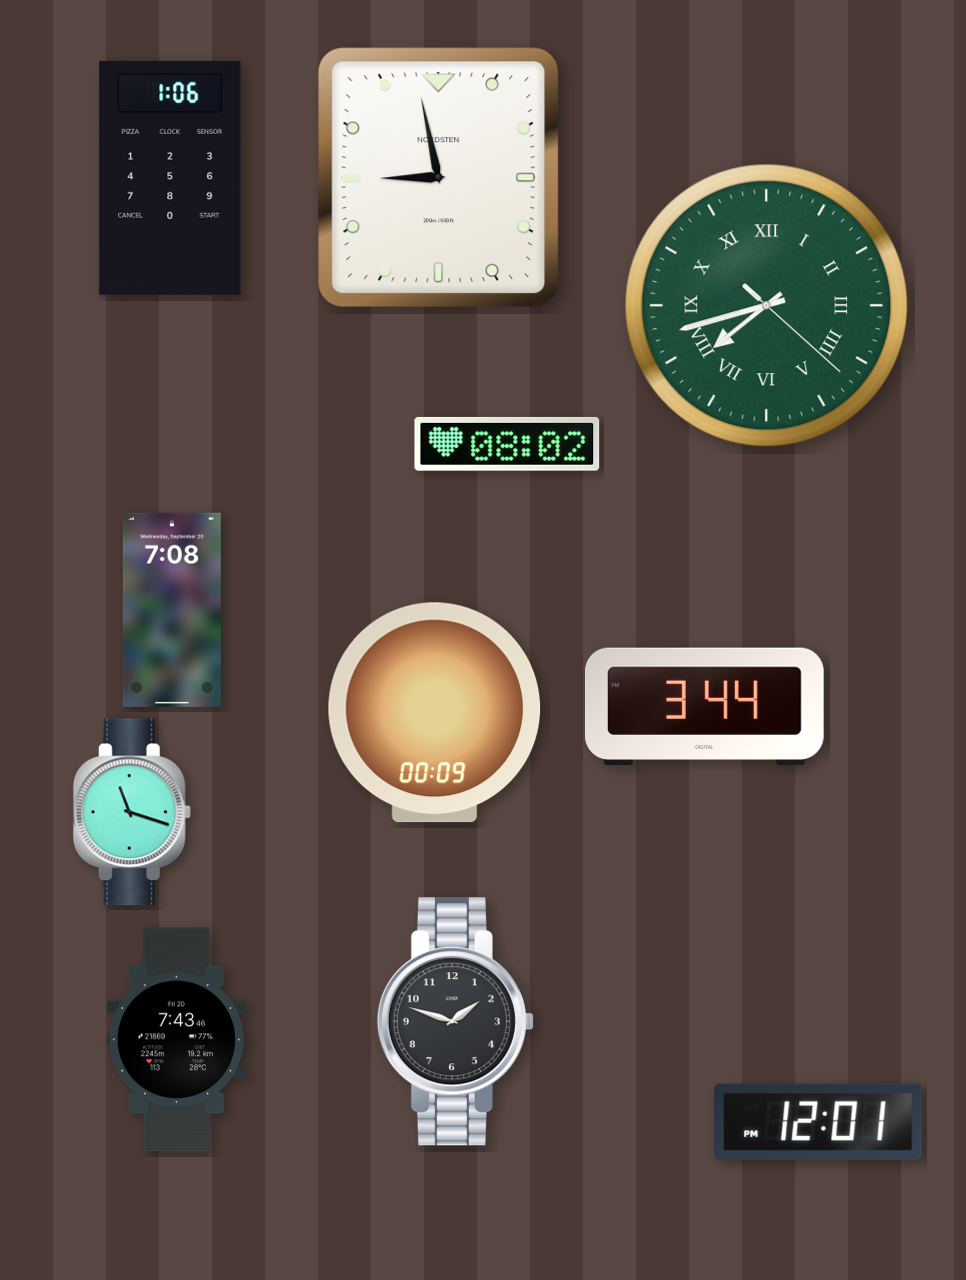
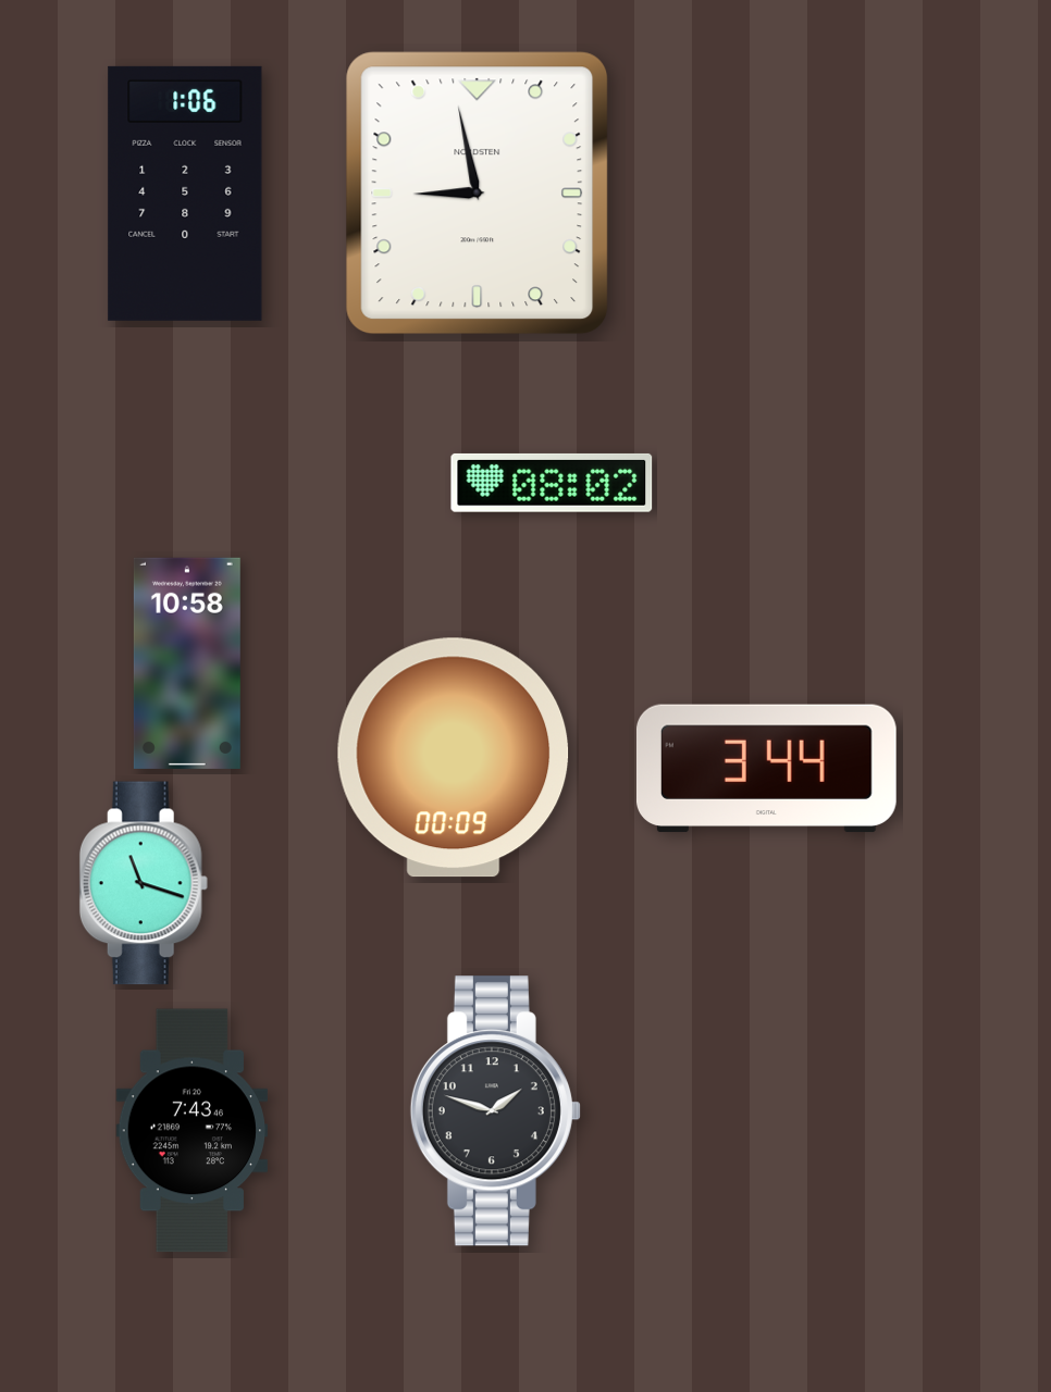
clock at (767, 306): 7:42 -> none
clock at (172, 610): 7:08 -> 10:58
clock at (435, 713) position: (435, 713) -> (454, 758)
clock at (818, 1122): 12:01 -> none
